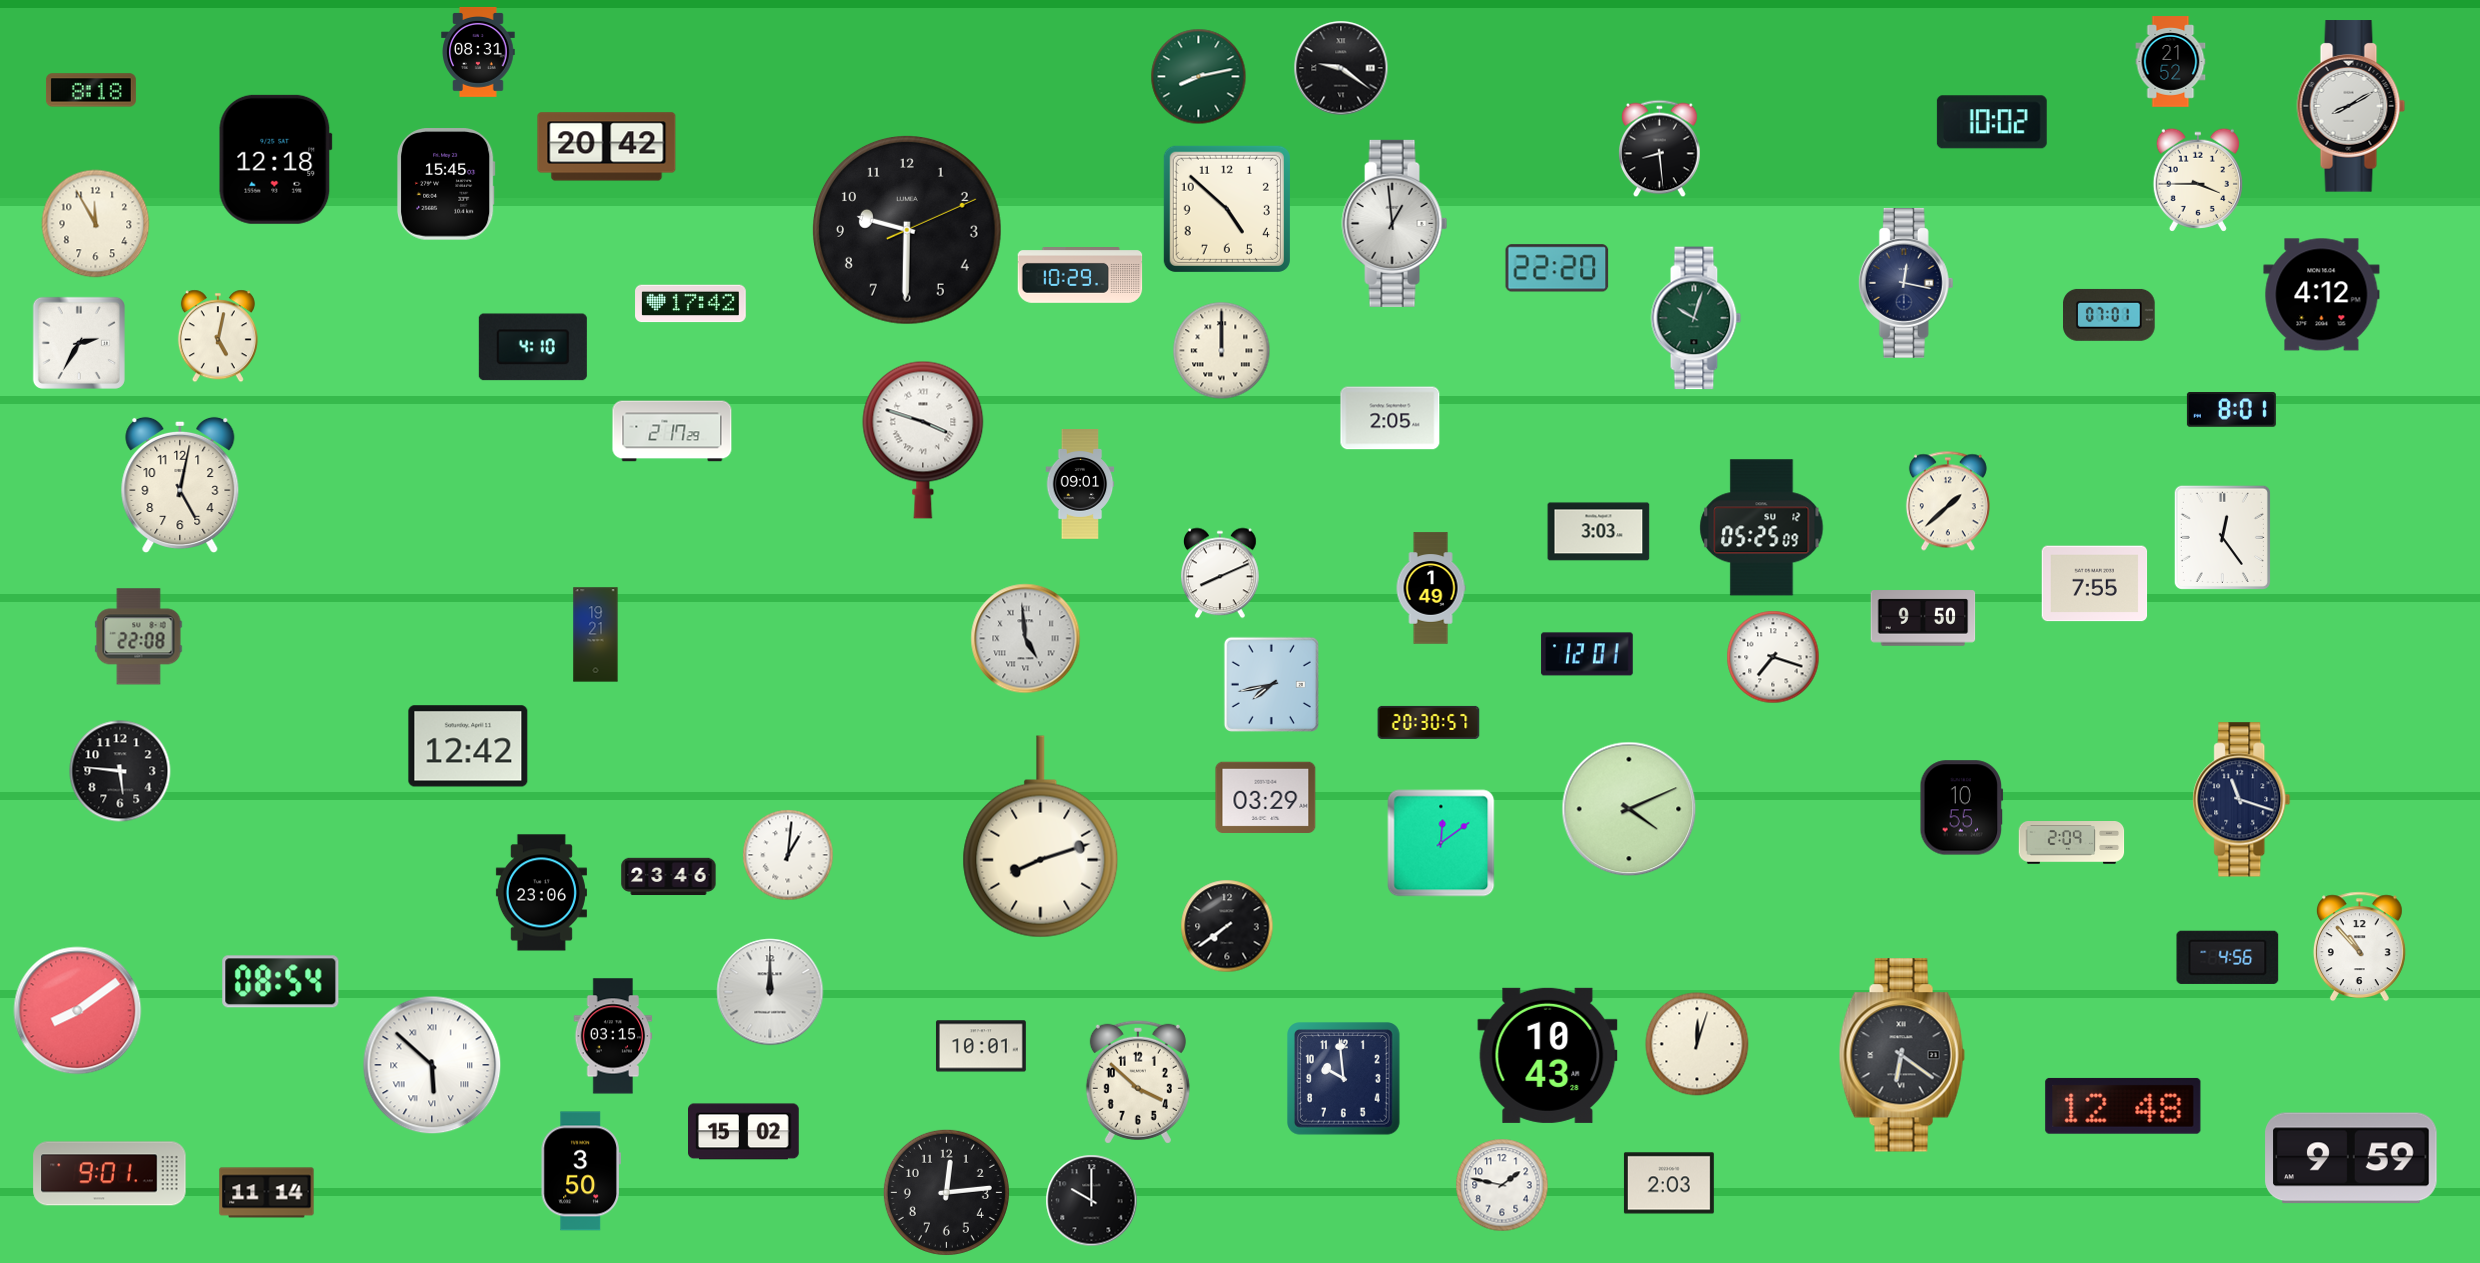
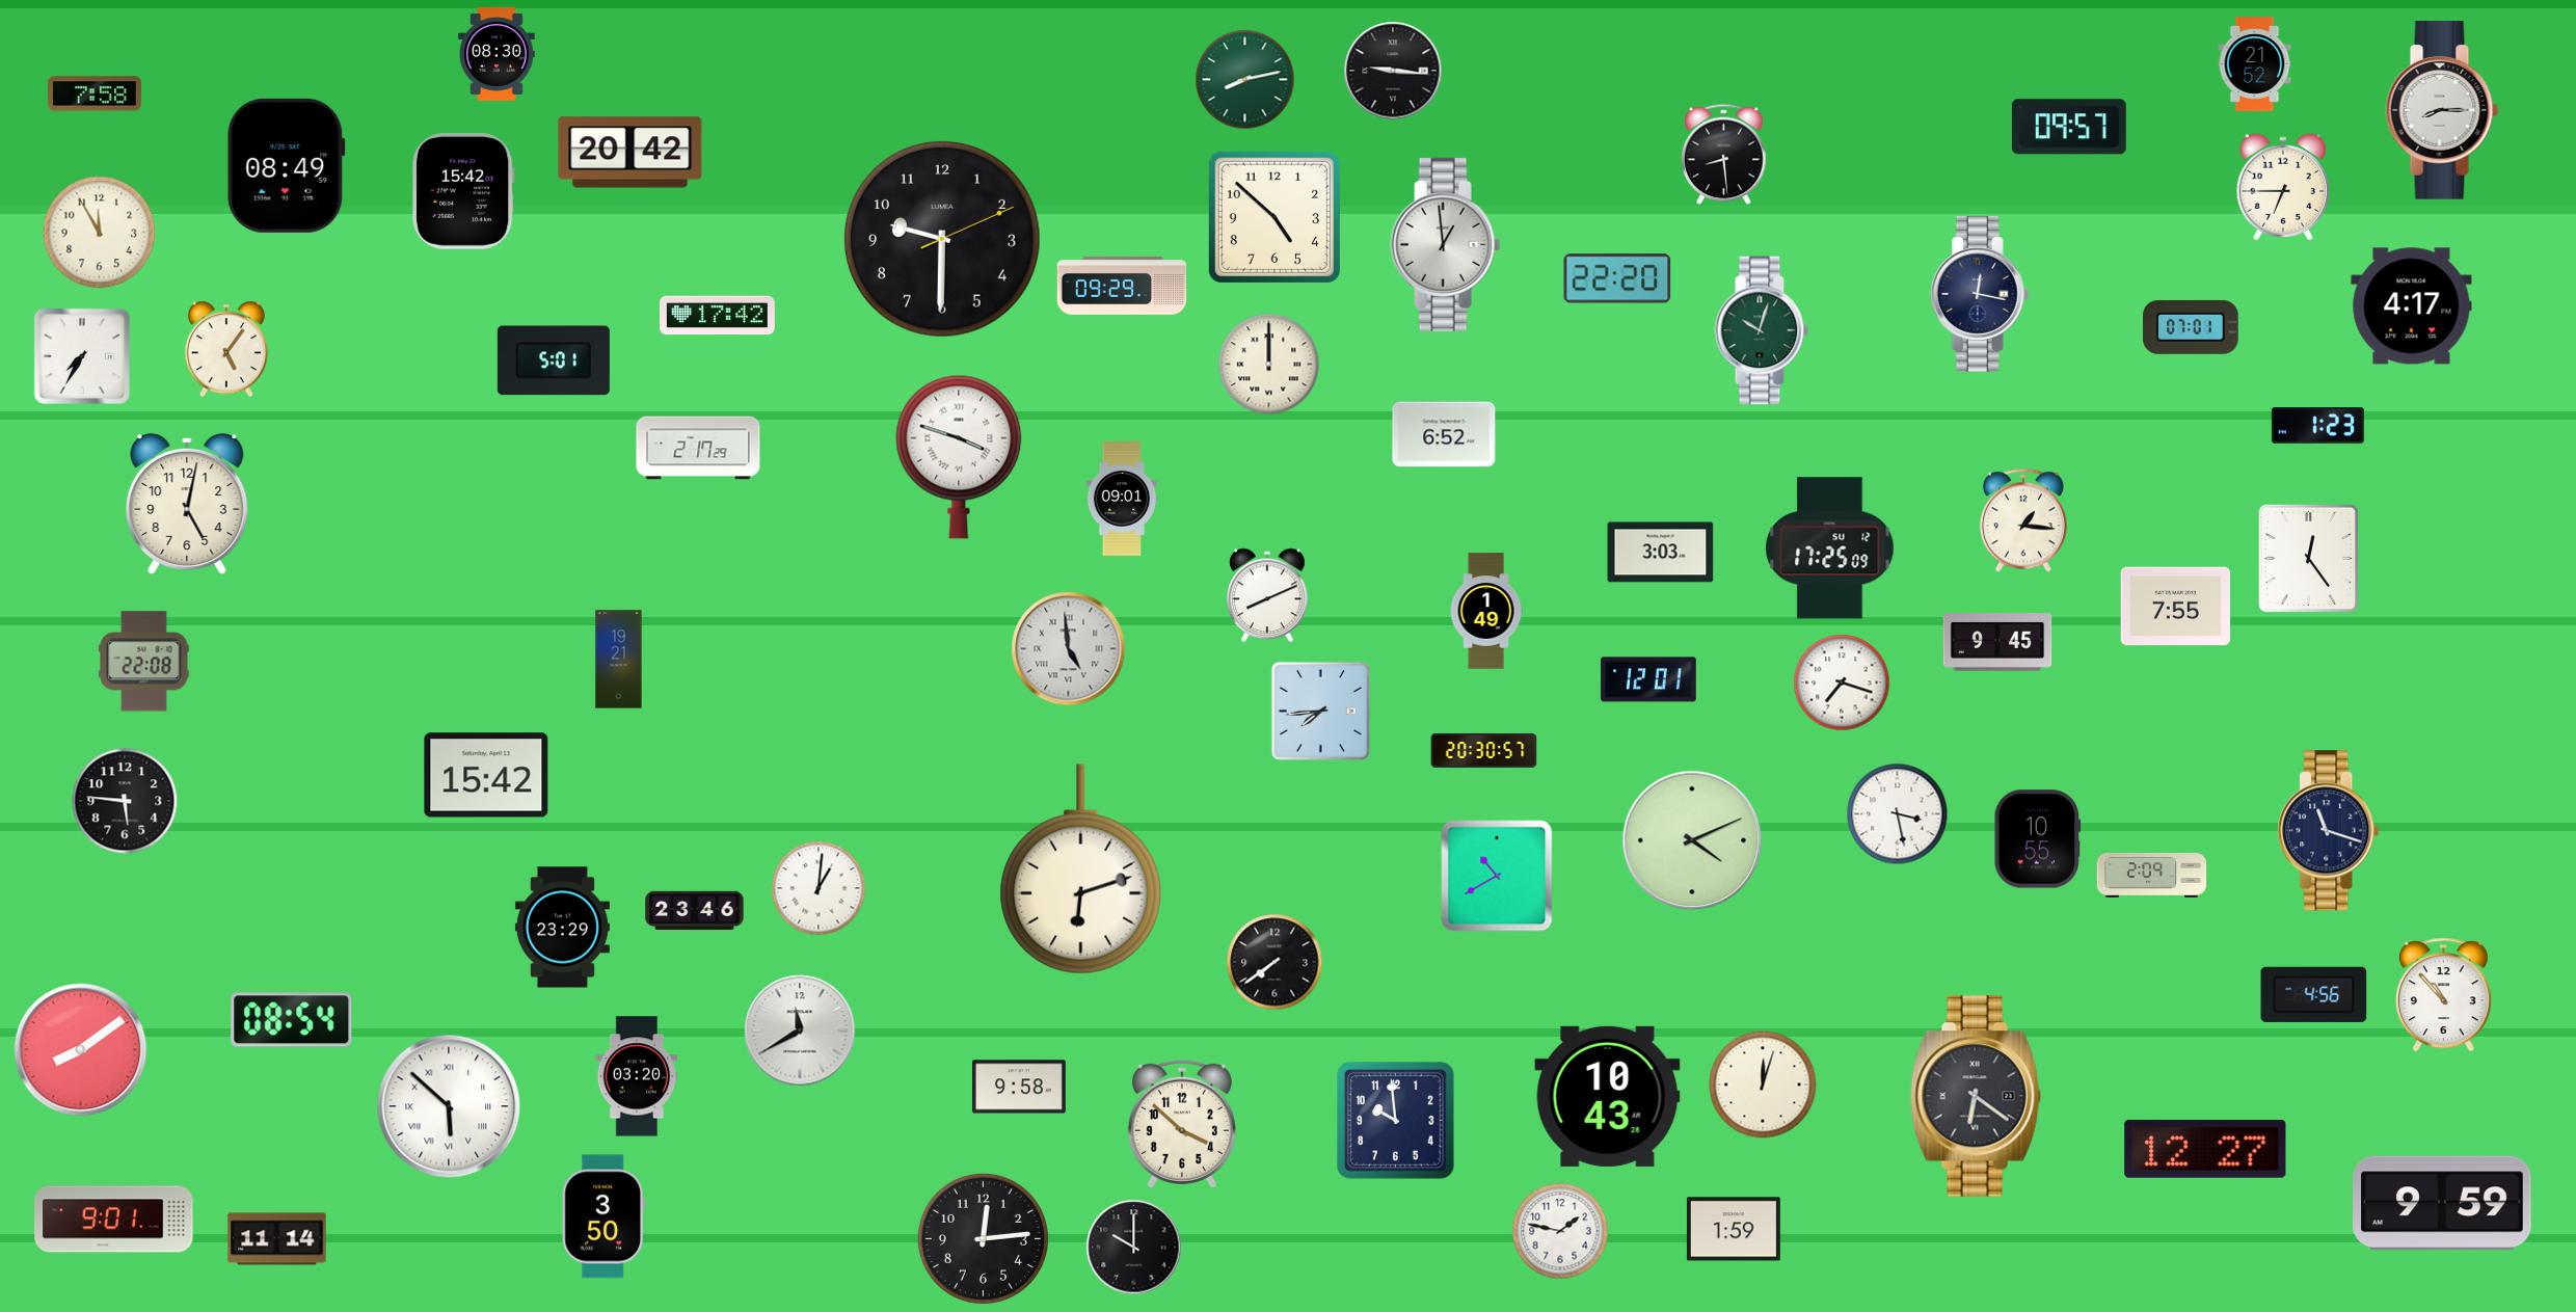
clock at (478, 52): 08:31 -> 08:30
clock at (1341, 68): 9:21 -> 9:16
clock at (91, 90): 8:18 -> 7:58
clock at (2351, 106): 8:10 -> 8:15
clock at (1992, 122): 10:02 -> 09:57
clock at (275, 159): 12:18 -> 08:49
clock at (2198, 180): 3:45 -> 6:45
clock at (447, 184): 15:45 -> 15:42
clock at (1395, 223) position: (1395, 223) -> (1446, 244)
clock at (1080, 276): 10:29 -> 09:29
clock at (2322, 295): 4:12 -> 4:17
clock at (218, 336): 5:02 -> 5:06
clock at (79, 343): 2:35 -> 7:35
clock at (533, 347): 4:10 -> 5:01
clock at (2231, 410): 8:01 -> 1:23
clock at (1390, 418): 2:05 -> 6:52
clock at (1080, 485) position: (1080, 485) -> (1122, 500)
clock at (1948, 501): 1:38 -> 1:16
clock at (1762, 528): 05:25 -> 17:25
clock at (1923, 618): 9:50 -> 9:45
clock at (1026, 639) position: (1026, 639) -> (1069, 649)
clock at (1271, 684): 7:43 -> 7:44
clock at (468, 746): 12:42 -> 15:42
clock at (1898, 814): none -> 3:28
clock at (1266, 797): 03:29 -> none
clock at (1041, 837): 8:12 -> 6:12
clock at (1441, 843): 12:09 -> 10:40
clock at (541, 893): 23:06 -> 23:29
clock at (2359, 947) position: (2359, 947) -> (2443, 995)
clock at (770, 992): 12:00 -> 11:40
clock at (613, 1036): 03:15 -> 03:20
clock at (981, 1046): 10:01 -> 9:58
clock at (2123, 1106): 12:48 -> 12:27
clock at (744, 1132): 15:02 -> none
clock at (1669, 1183): 2:03 -> 1:59
